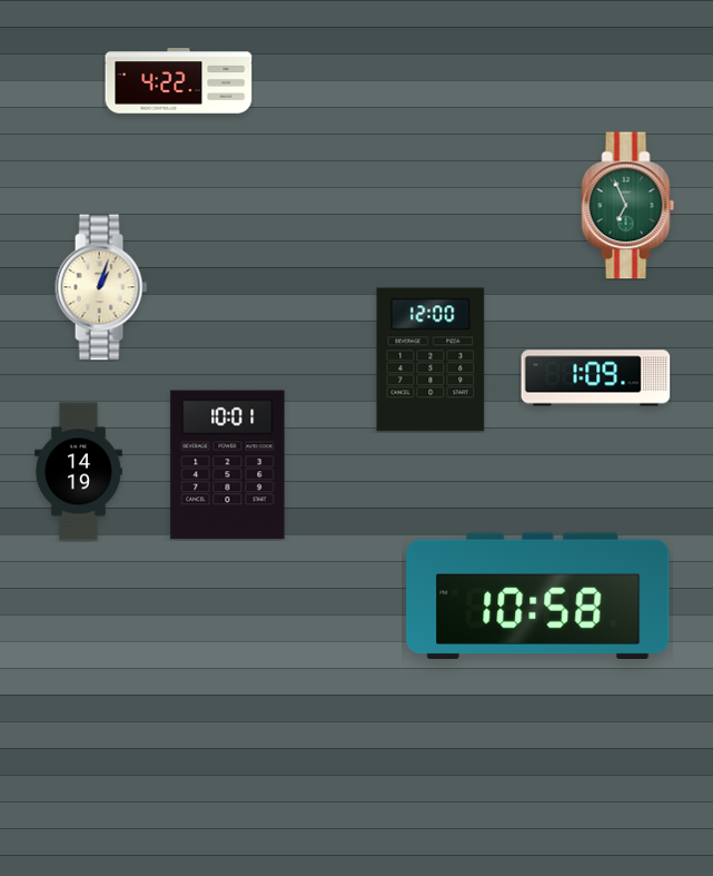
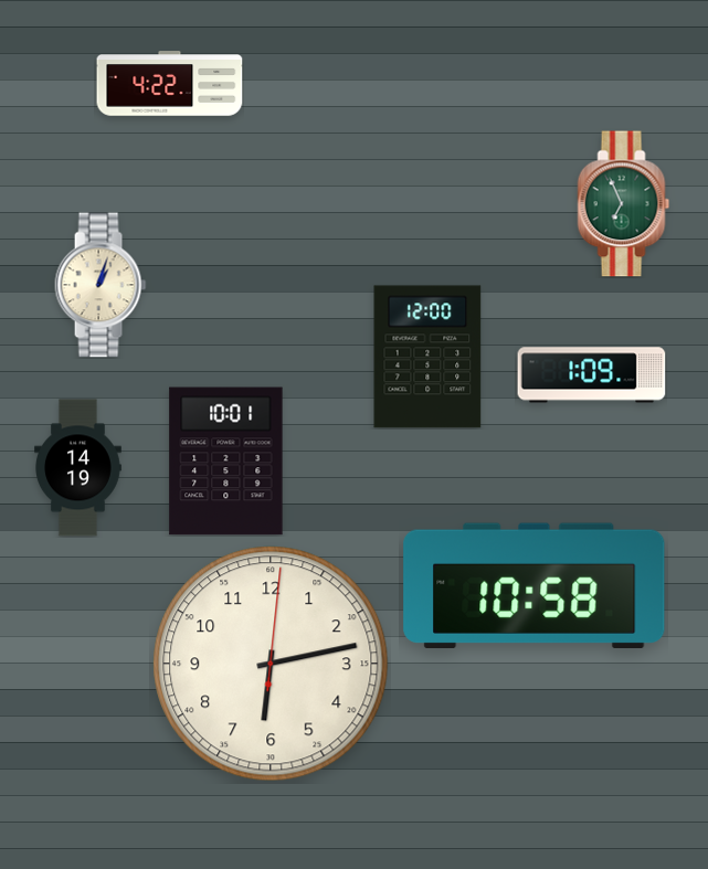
clock at (179, 81) position: (179, 81) -> (170, 84)
clock at (538, 596) position: (538, 596) -> (535, 585)
clock at (271, 664): none -> 6:13
